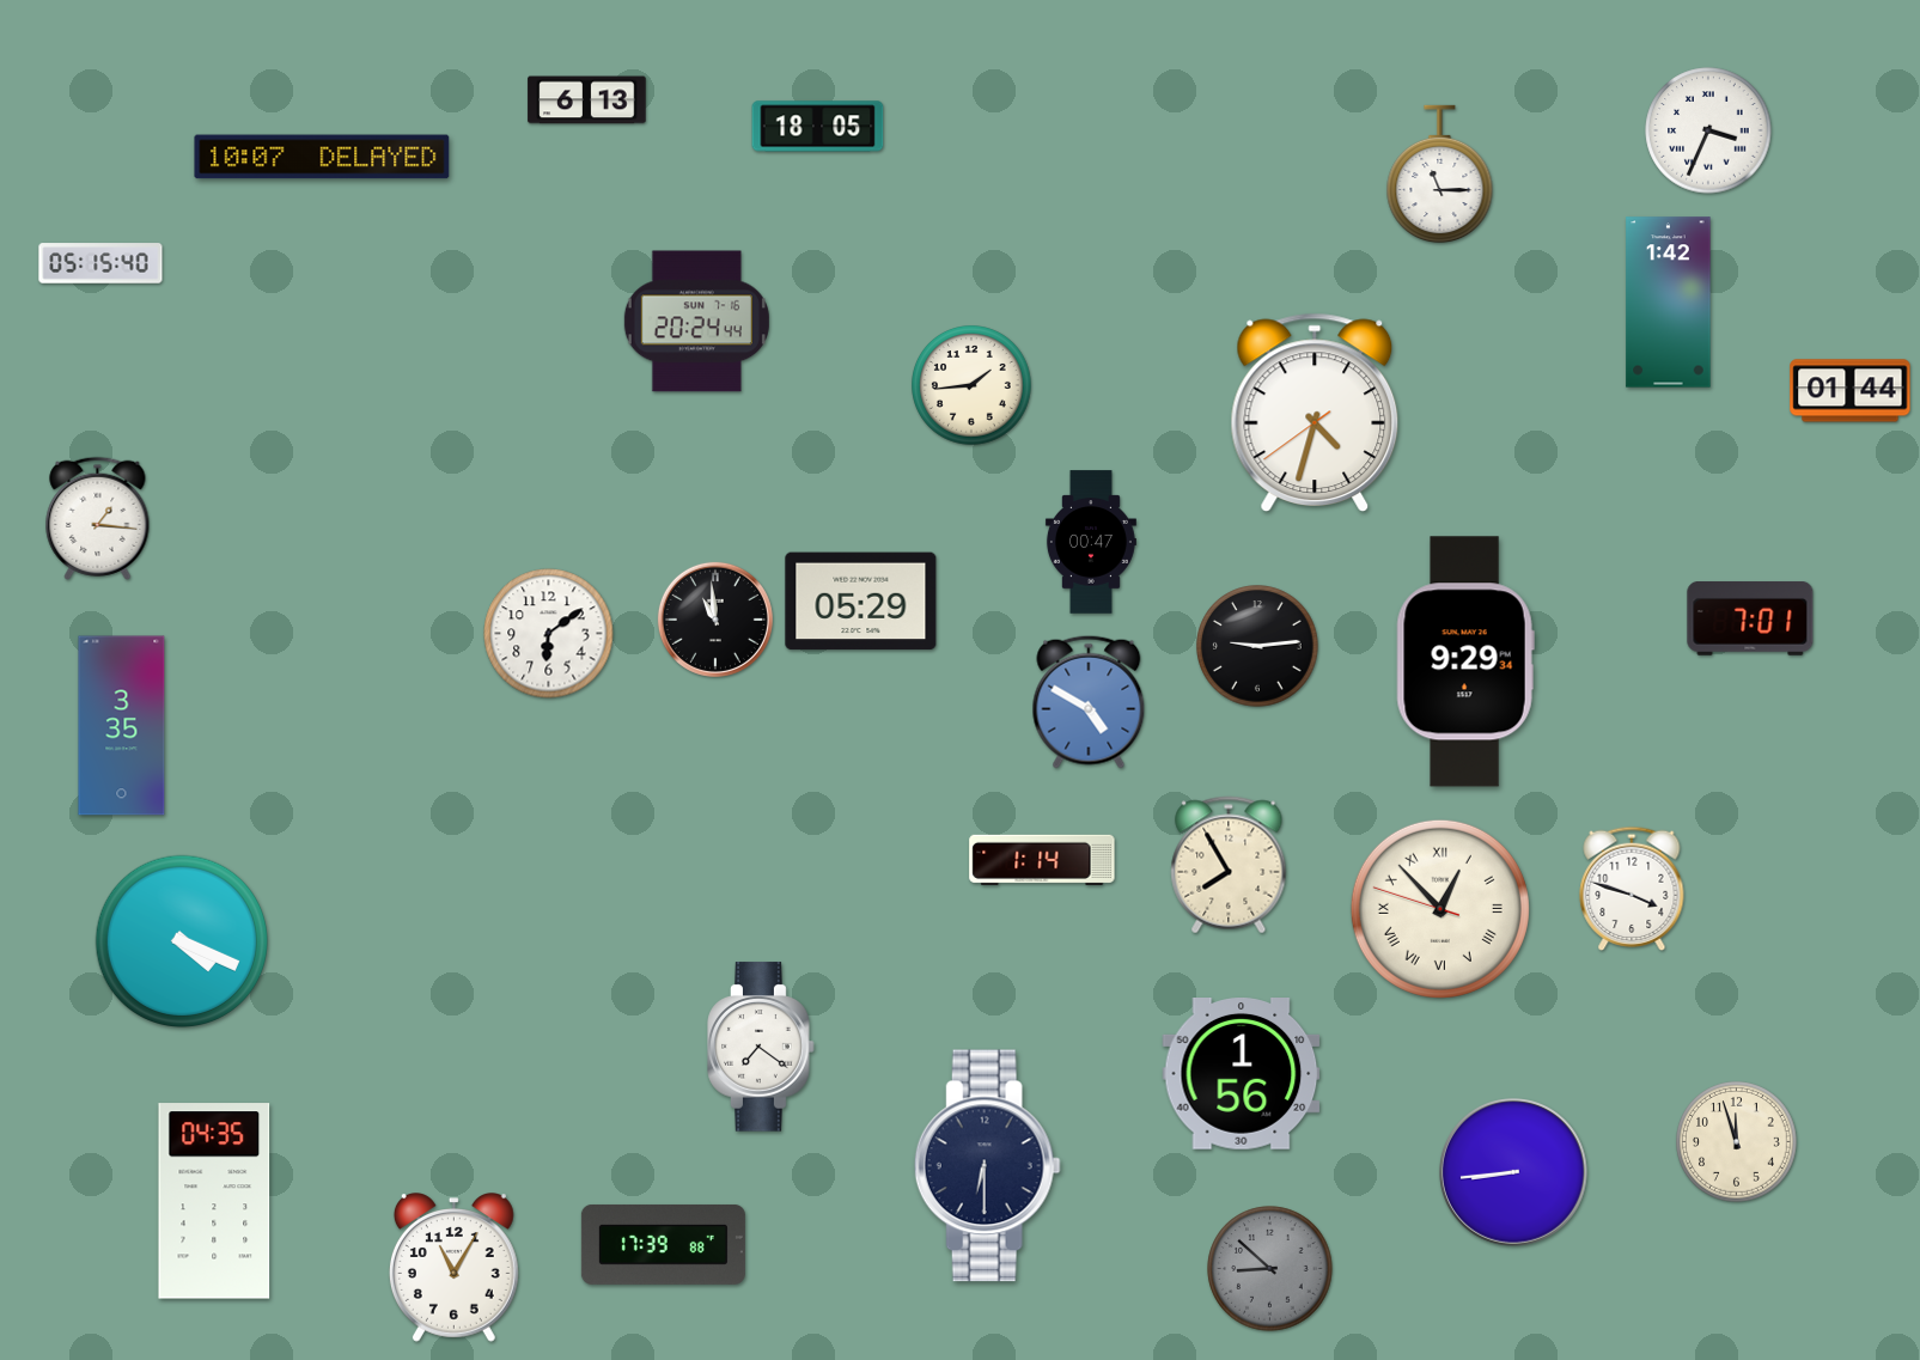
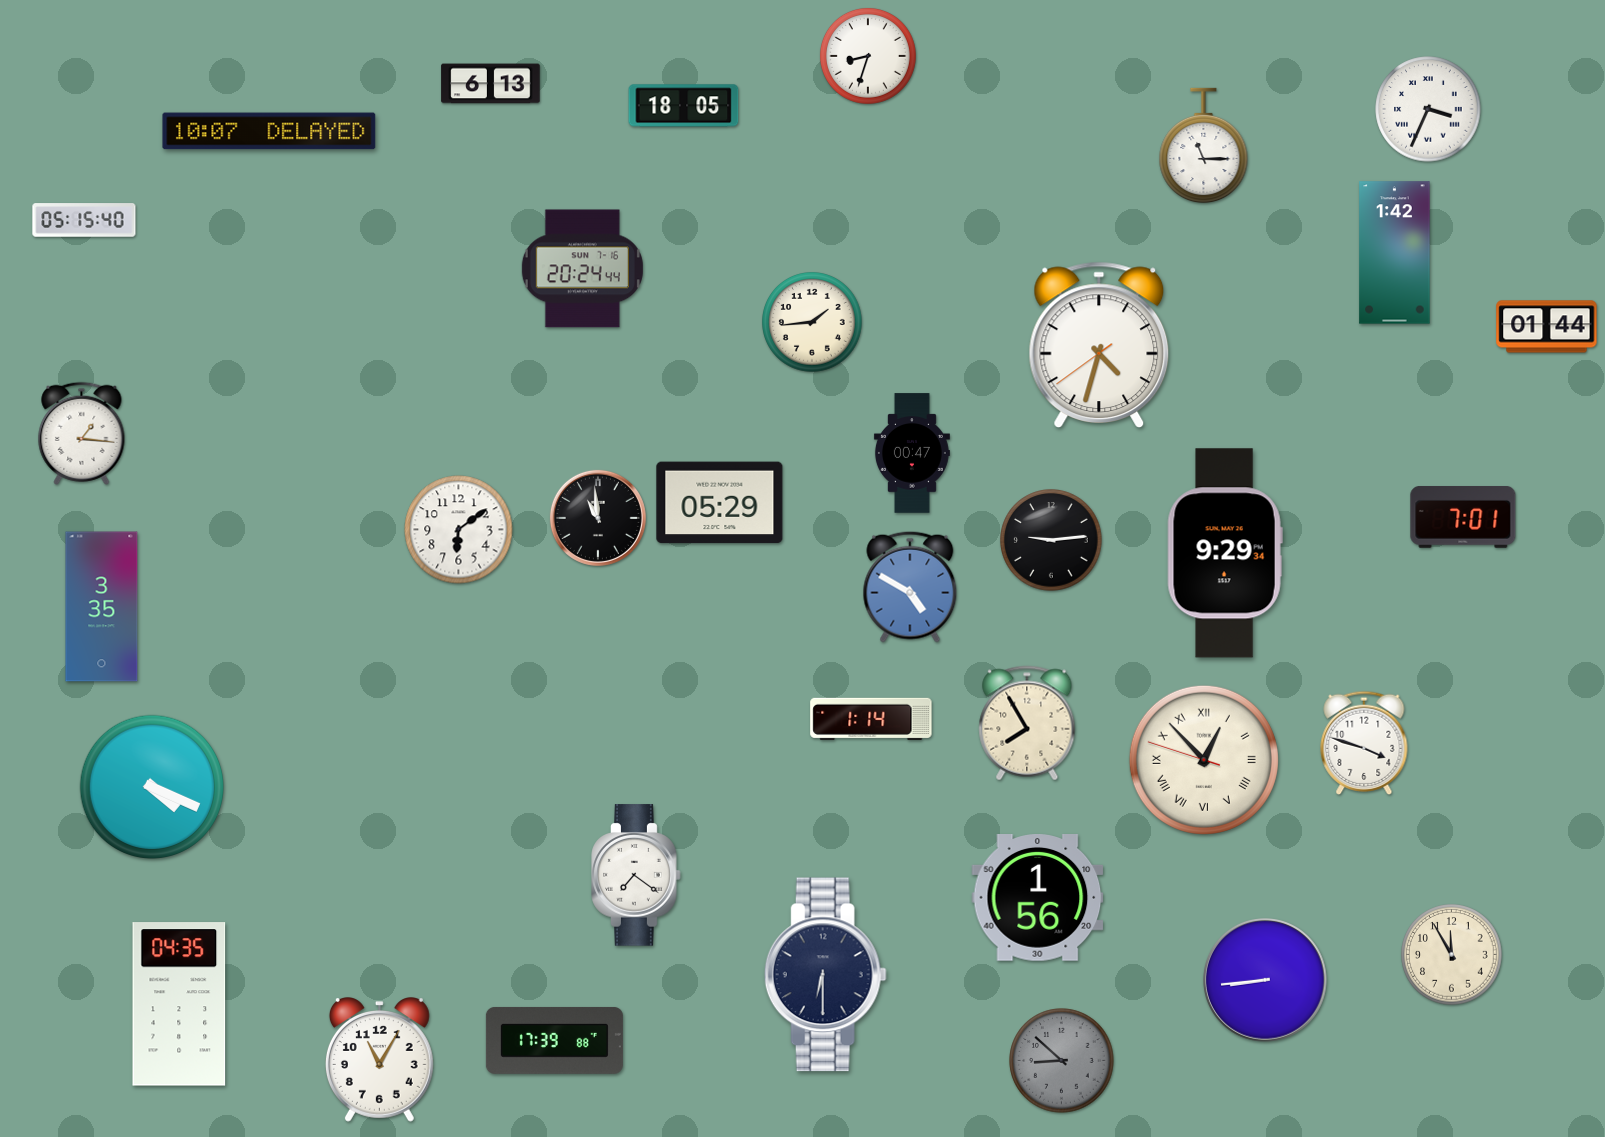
clock at (868, 56): none -> 8:33
clock at (1737, 1142): 11:57 -> 11:55
